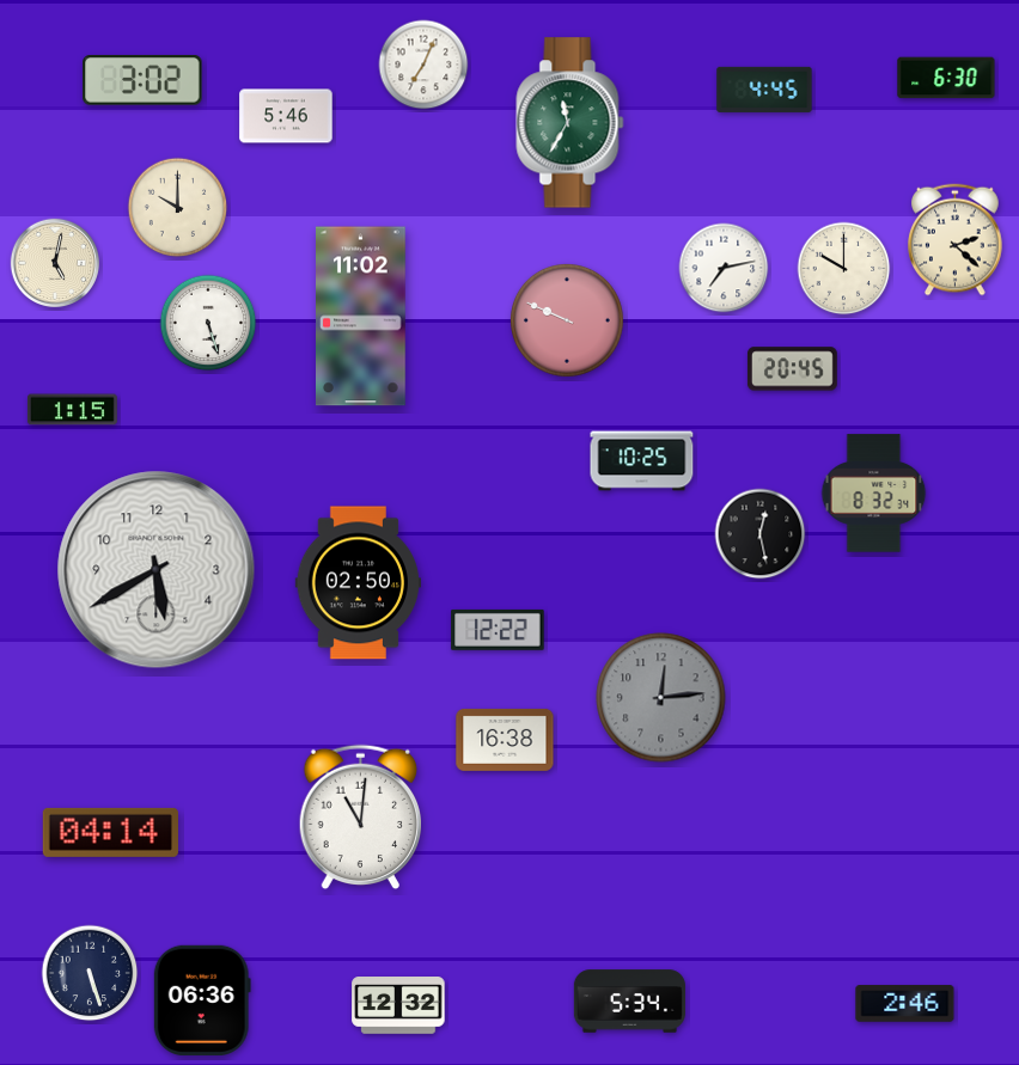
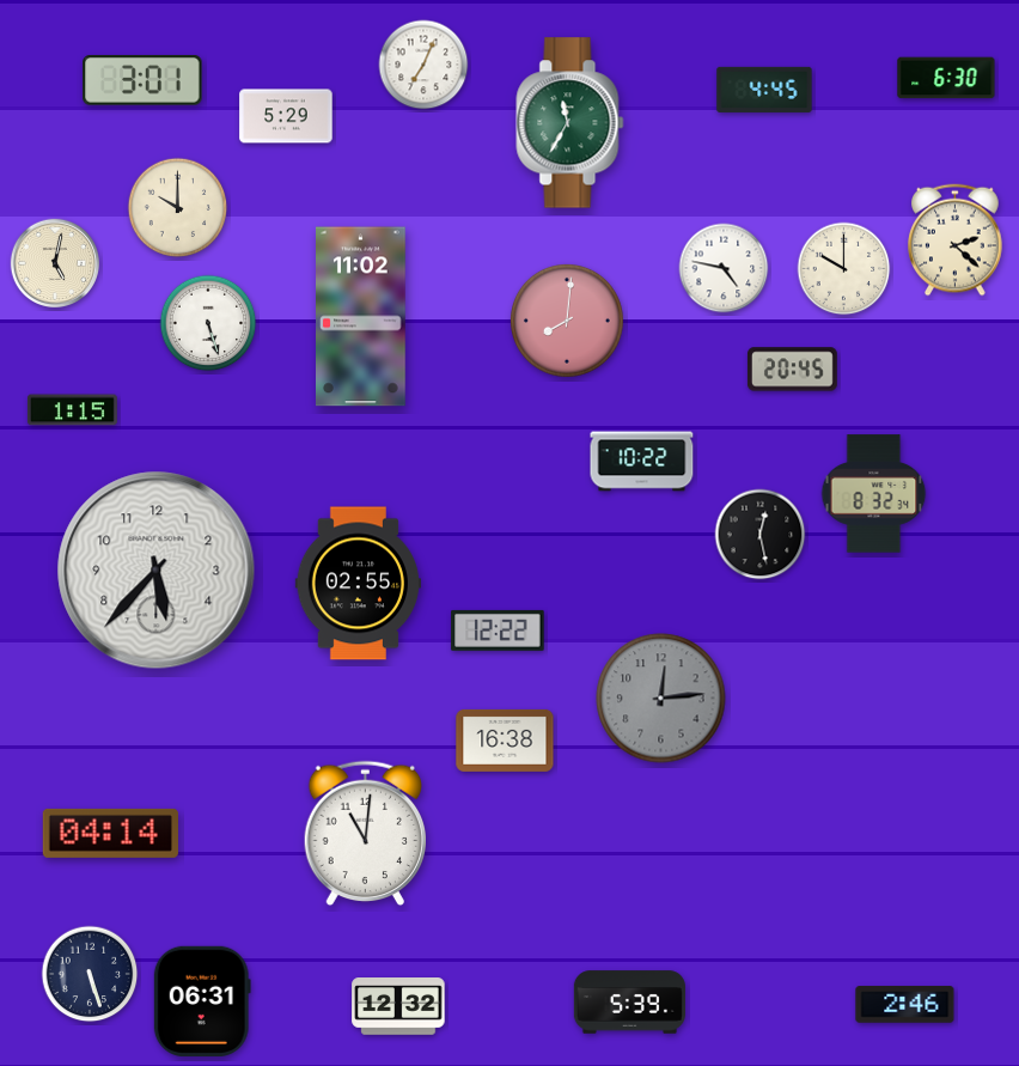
clock at (142, 80): 3:02 -> 3:01
clock at (286, 116): 5:46 -> 5:29
clock at (724, 268): 7:13 -> 4:47
clock at (567, 320): 9:49 -> 8:01
clock at (642, 461): 10:25 -> 10:22
clock at (157, 570): 5:40 -> 5:37
clock at (358, 583): 02:50 -> 02:55
clock at (360, 818) position: (360, 818) -> (365, 834)
clock at (202, 1000): 06:36 -> 06:31
clock at (629, 1002): 5:34 -> 5:39
